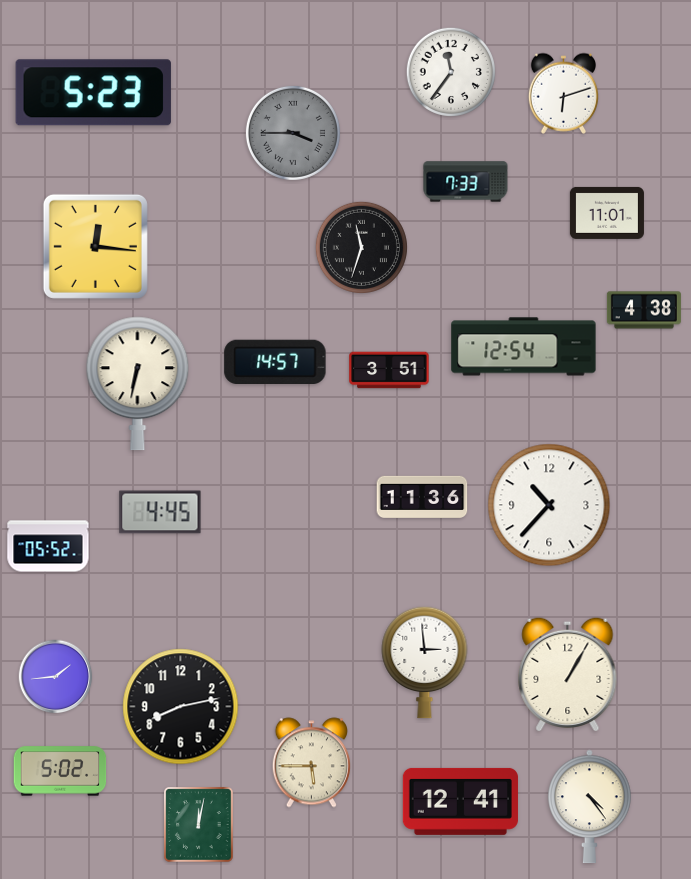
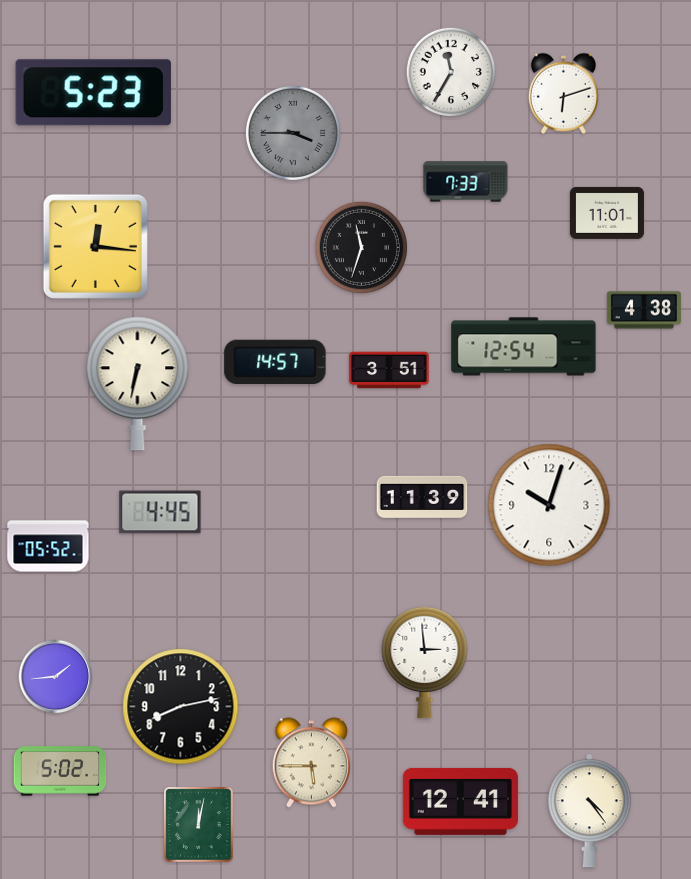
clock at (450, 71): 11:36 -> 11:35
clock at (422, 496): 11:36 -> 11:39
clock at (549, 505): 10:37 -> 10:03
clock at (568, 674): 1:05 -> none
clock at (590, 807) position: (590, 807) -> (590, 811)
